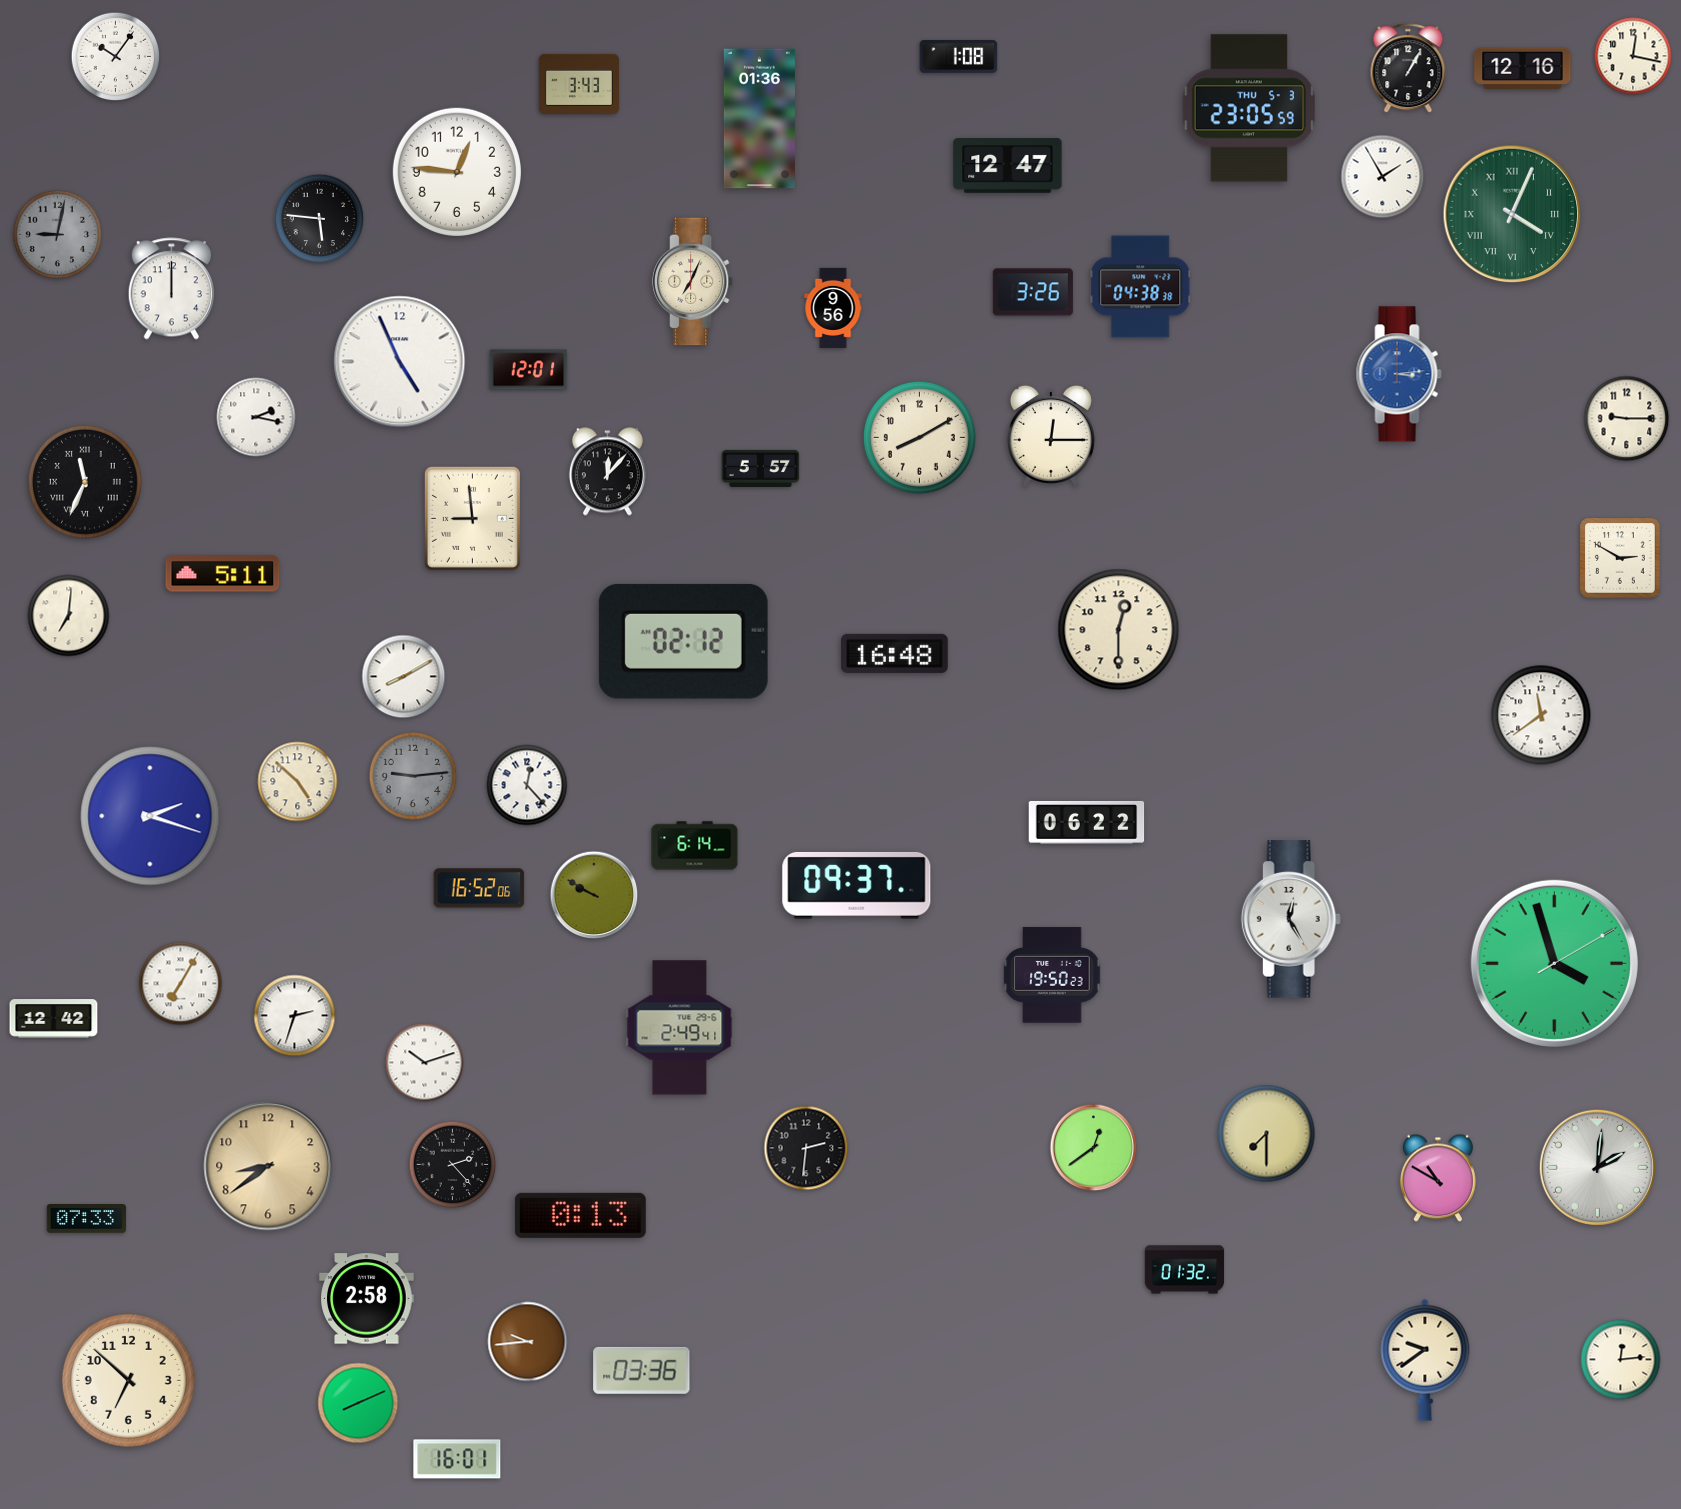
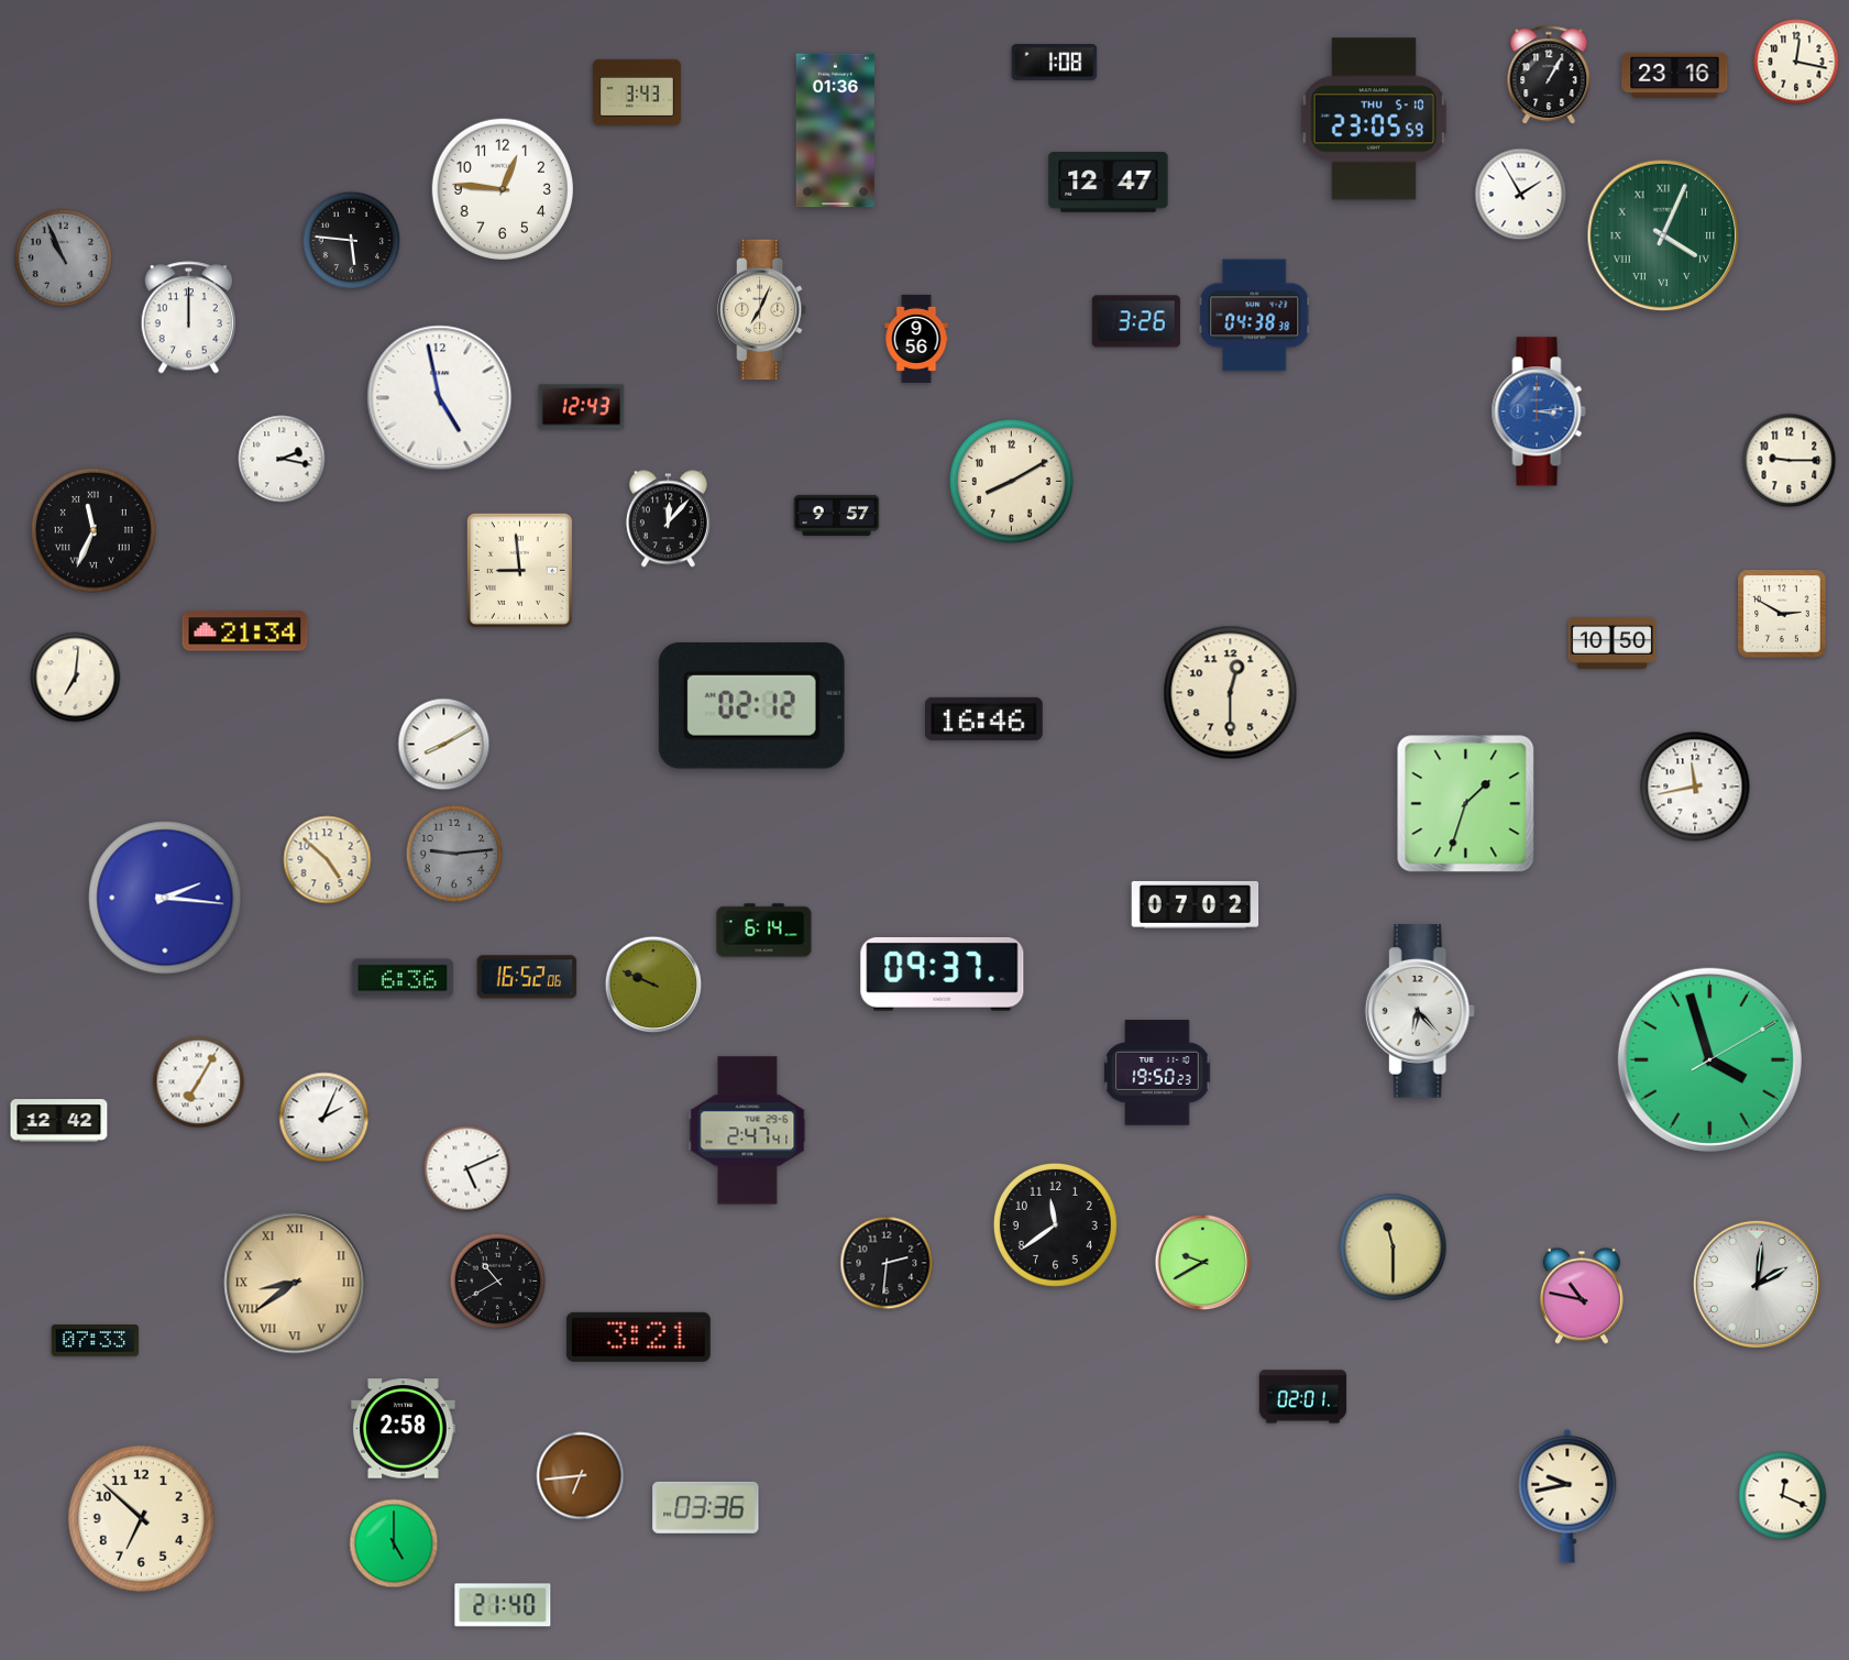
clock at (116, 57): 10:06 -> none
clock at (1523, 68): 12:16 -> 23:16
clock at (1248, 108) date: THU 5-3 -> THU 5-10
clock at (58, 235): 9:02 -> 10:56
clock at (400, 362): 4:56 -> 4:58
clock at (529, 370): 12:01 -> 12:43
clock at (1051, 436): 12:15 -> none
clock at (761, 468): 5:57 -> 9:57
clock at (223, 574): 5:11 -> 21:34
clock at (1613, 642): none -> 10:50
clock at (895, 653): 16:48 -> 16:46
clock at (1541, 715): 11:39 -> 11:43
clock at (1466, 804): none -> 1:33
clock at (527, 785): 12:23 -> none
clock at (150, 816): 2:18 -> 2:16
clock at (1087, 822): 06:22 -> 07:02
clock at (403, 978): none -> 6:36
clock at (594, 895): 9:50 -> 9:49
clock at (1291, 919): 12:25 -> 6:23
clock at (295, 1016): 2:33 -> 2:04
clock at (680, 1028): 2:49 -> 2:47
clock at (425, 1063): 10:12 -> 5:11
clock at (1055, 1224): none -> 11:39
clock at (1267, 1134): 7:30 -> 11:30
clock at (1094, 1148): 12:39 -> 9:40
clock at (453, 1165): 2:23 -> 10:40
clock at (268, 1166) numerals: Arabic -> Roman
clock at (1438, 1178): 10:50 -> 10:47
clock at (580, 1215): 0:13 -> 3:21
clock at (1185, 1270): 01:32 -> 02:01
clock at (528, 1342): 9:44 -> 6:44
clock at (1425, 1360): 9:39 -> 9:43
clock at (1621, 1360): 12:14 -> 12:19
clock at (358, 1403): 8:11 -> 5:00
clock at (457, 1459): 16:01 -> 21:40
